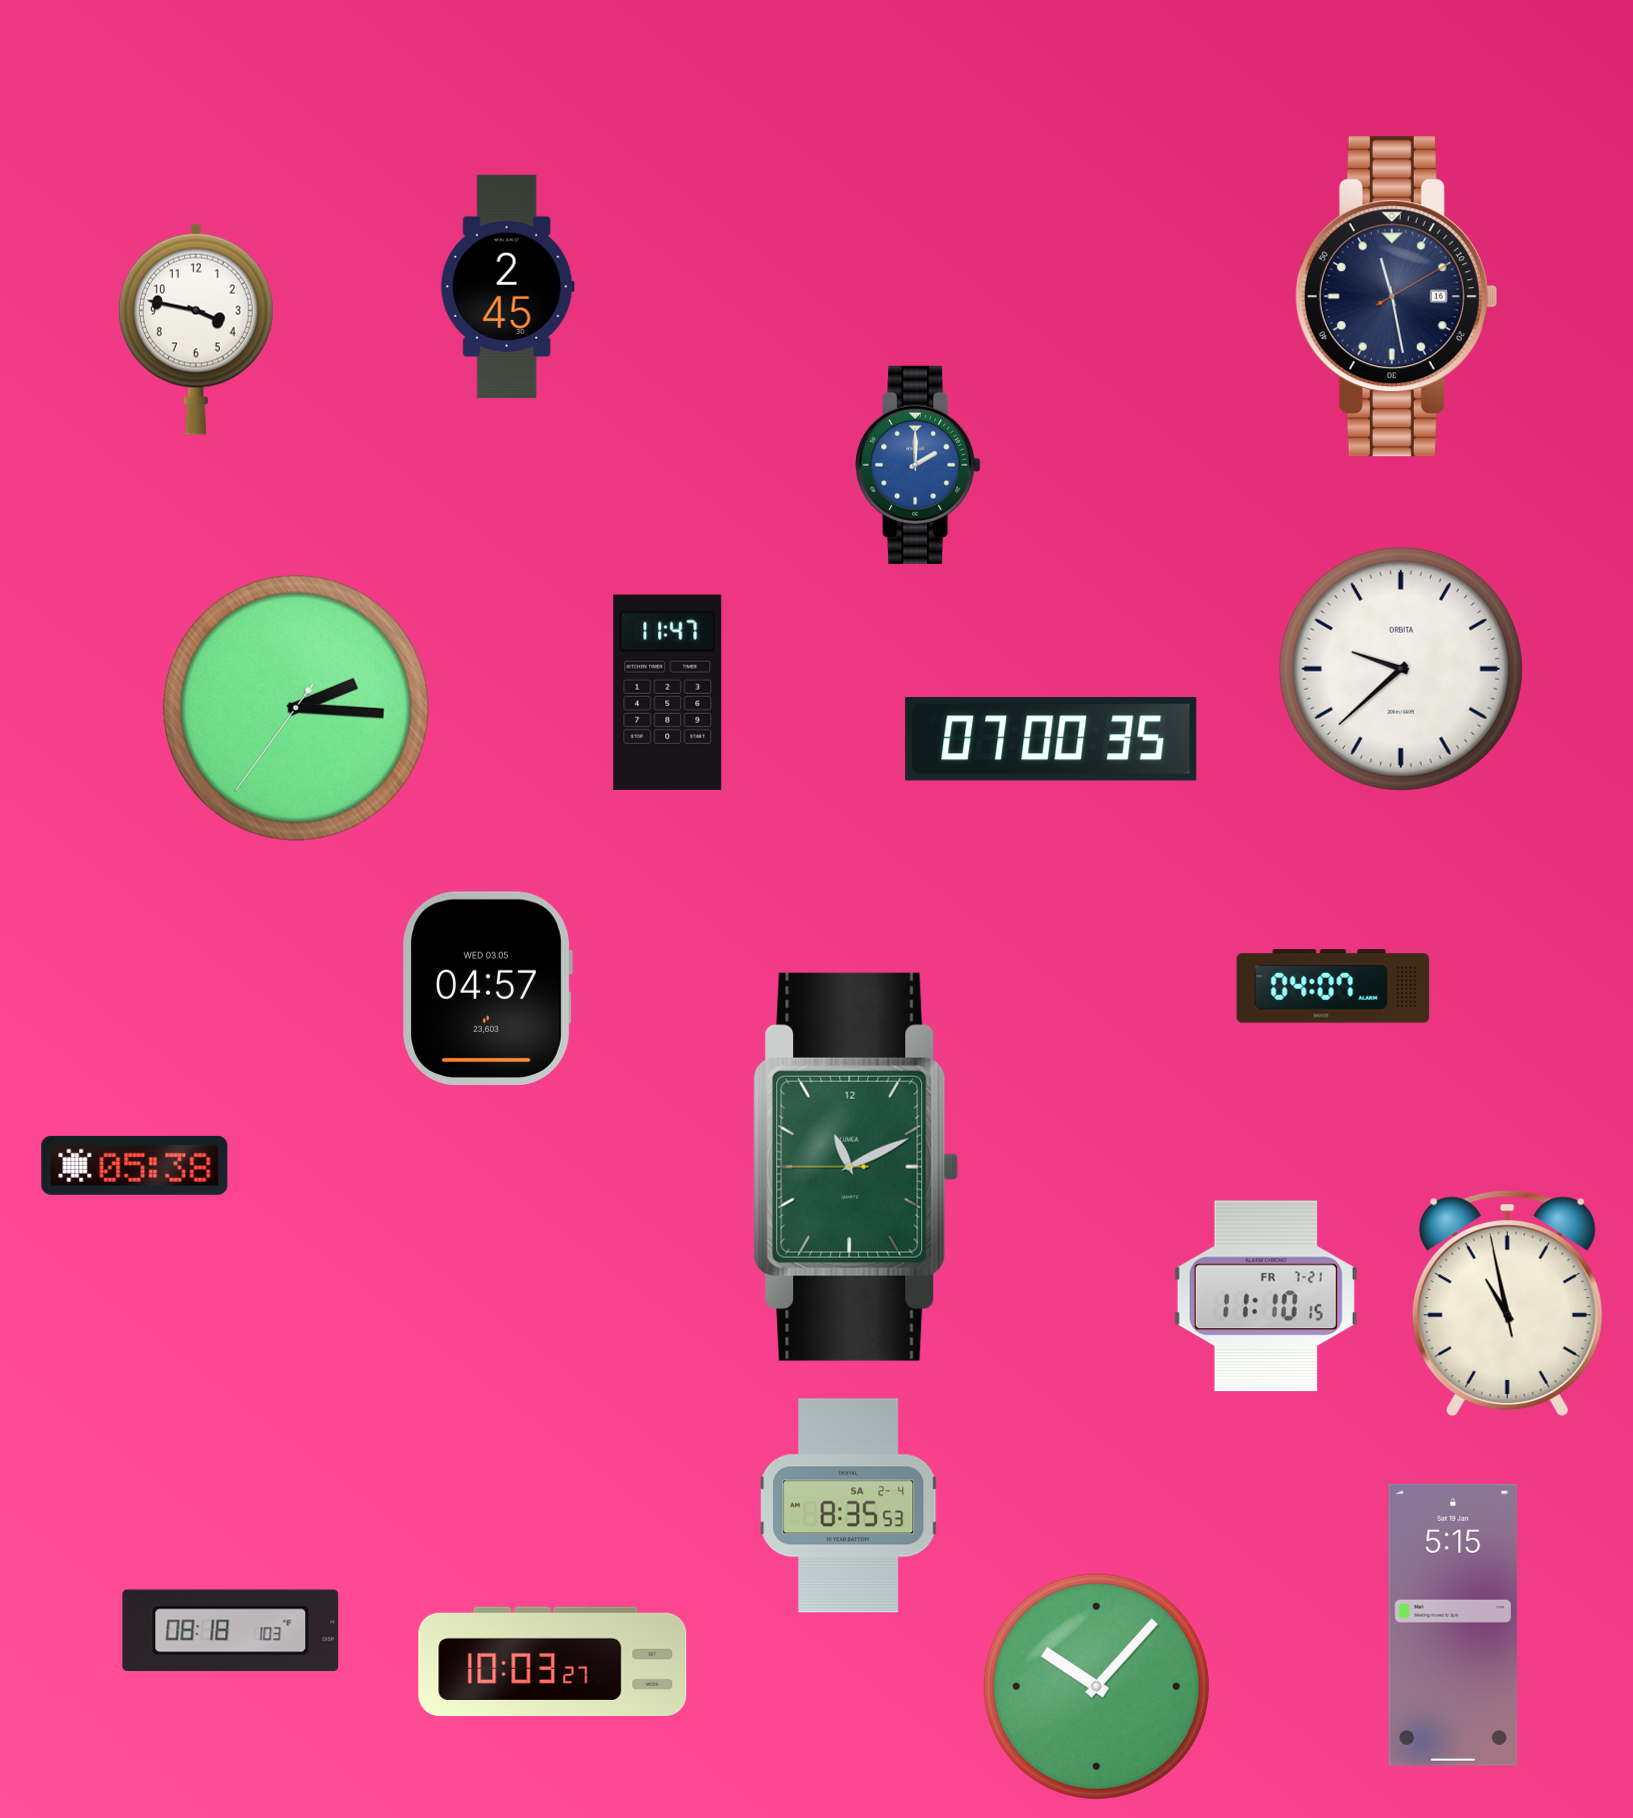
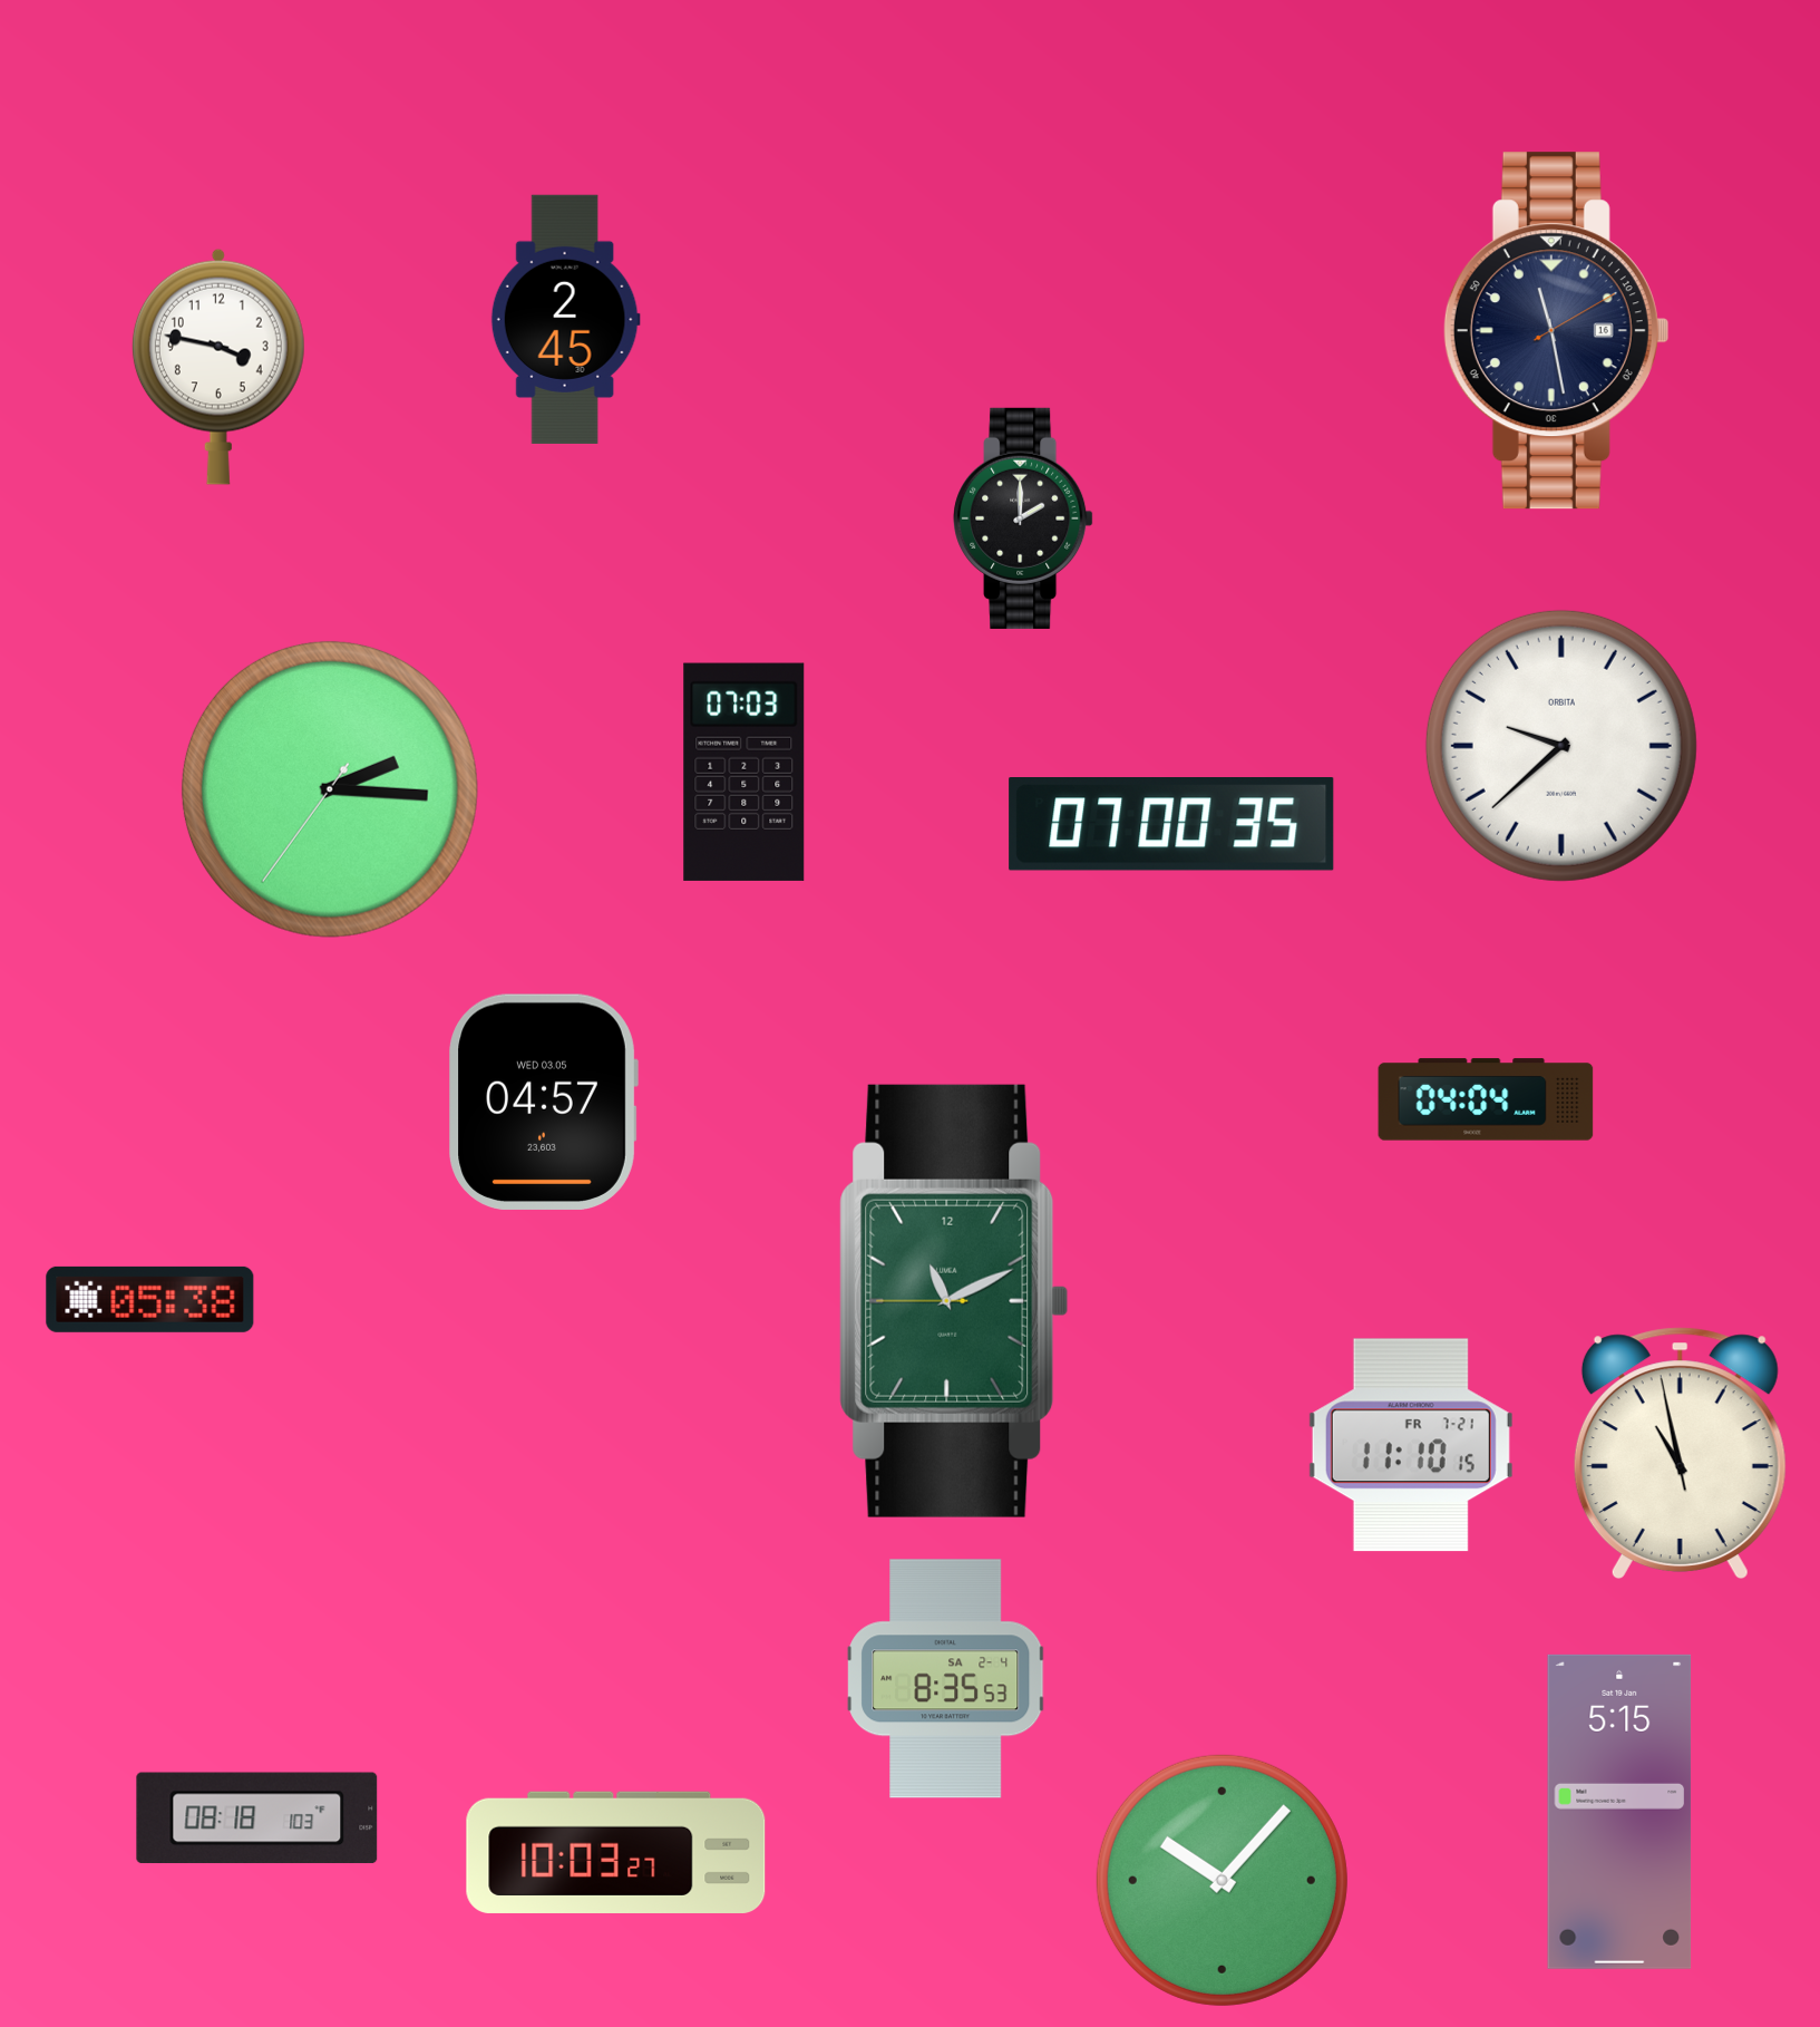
clock at (918, 465) dial: blue -> black
clock at (668, 692): 11:47 -> 07:03
clock at (1333, 986): 04:07 -> 04:04
